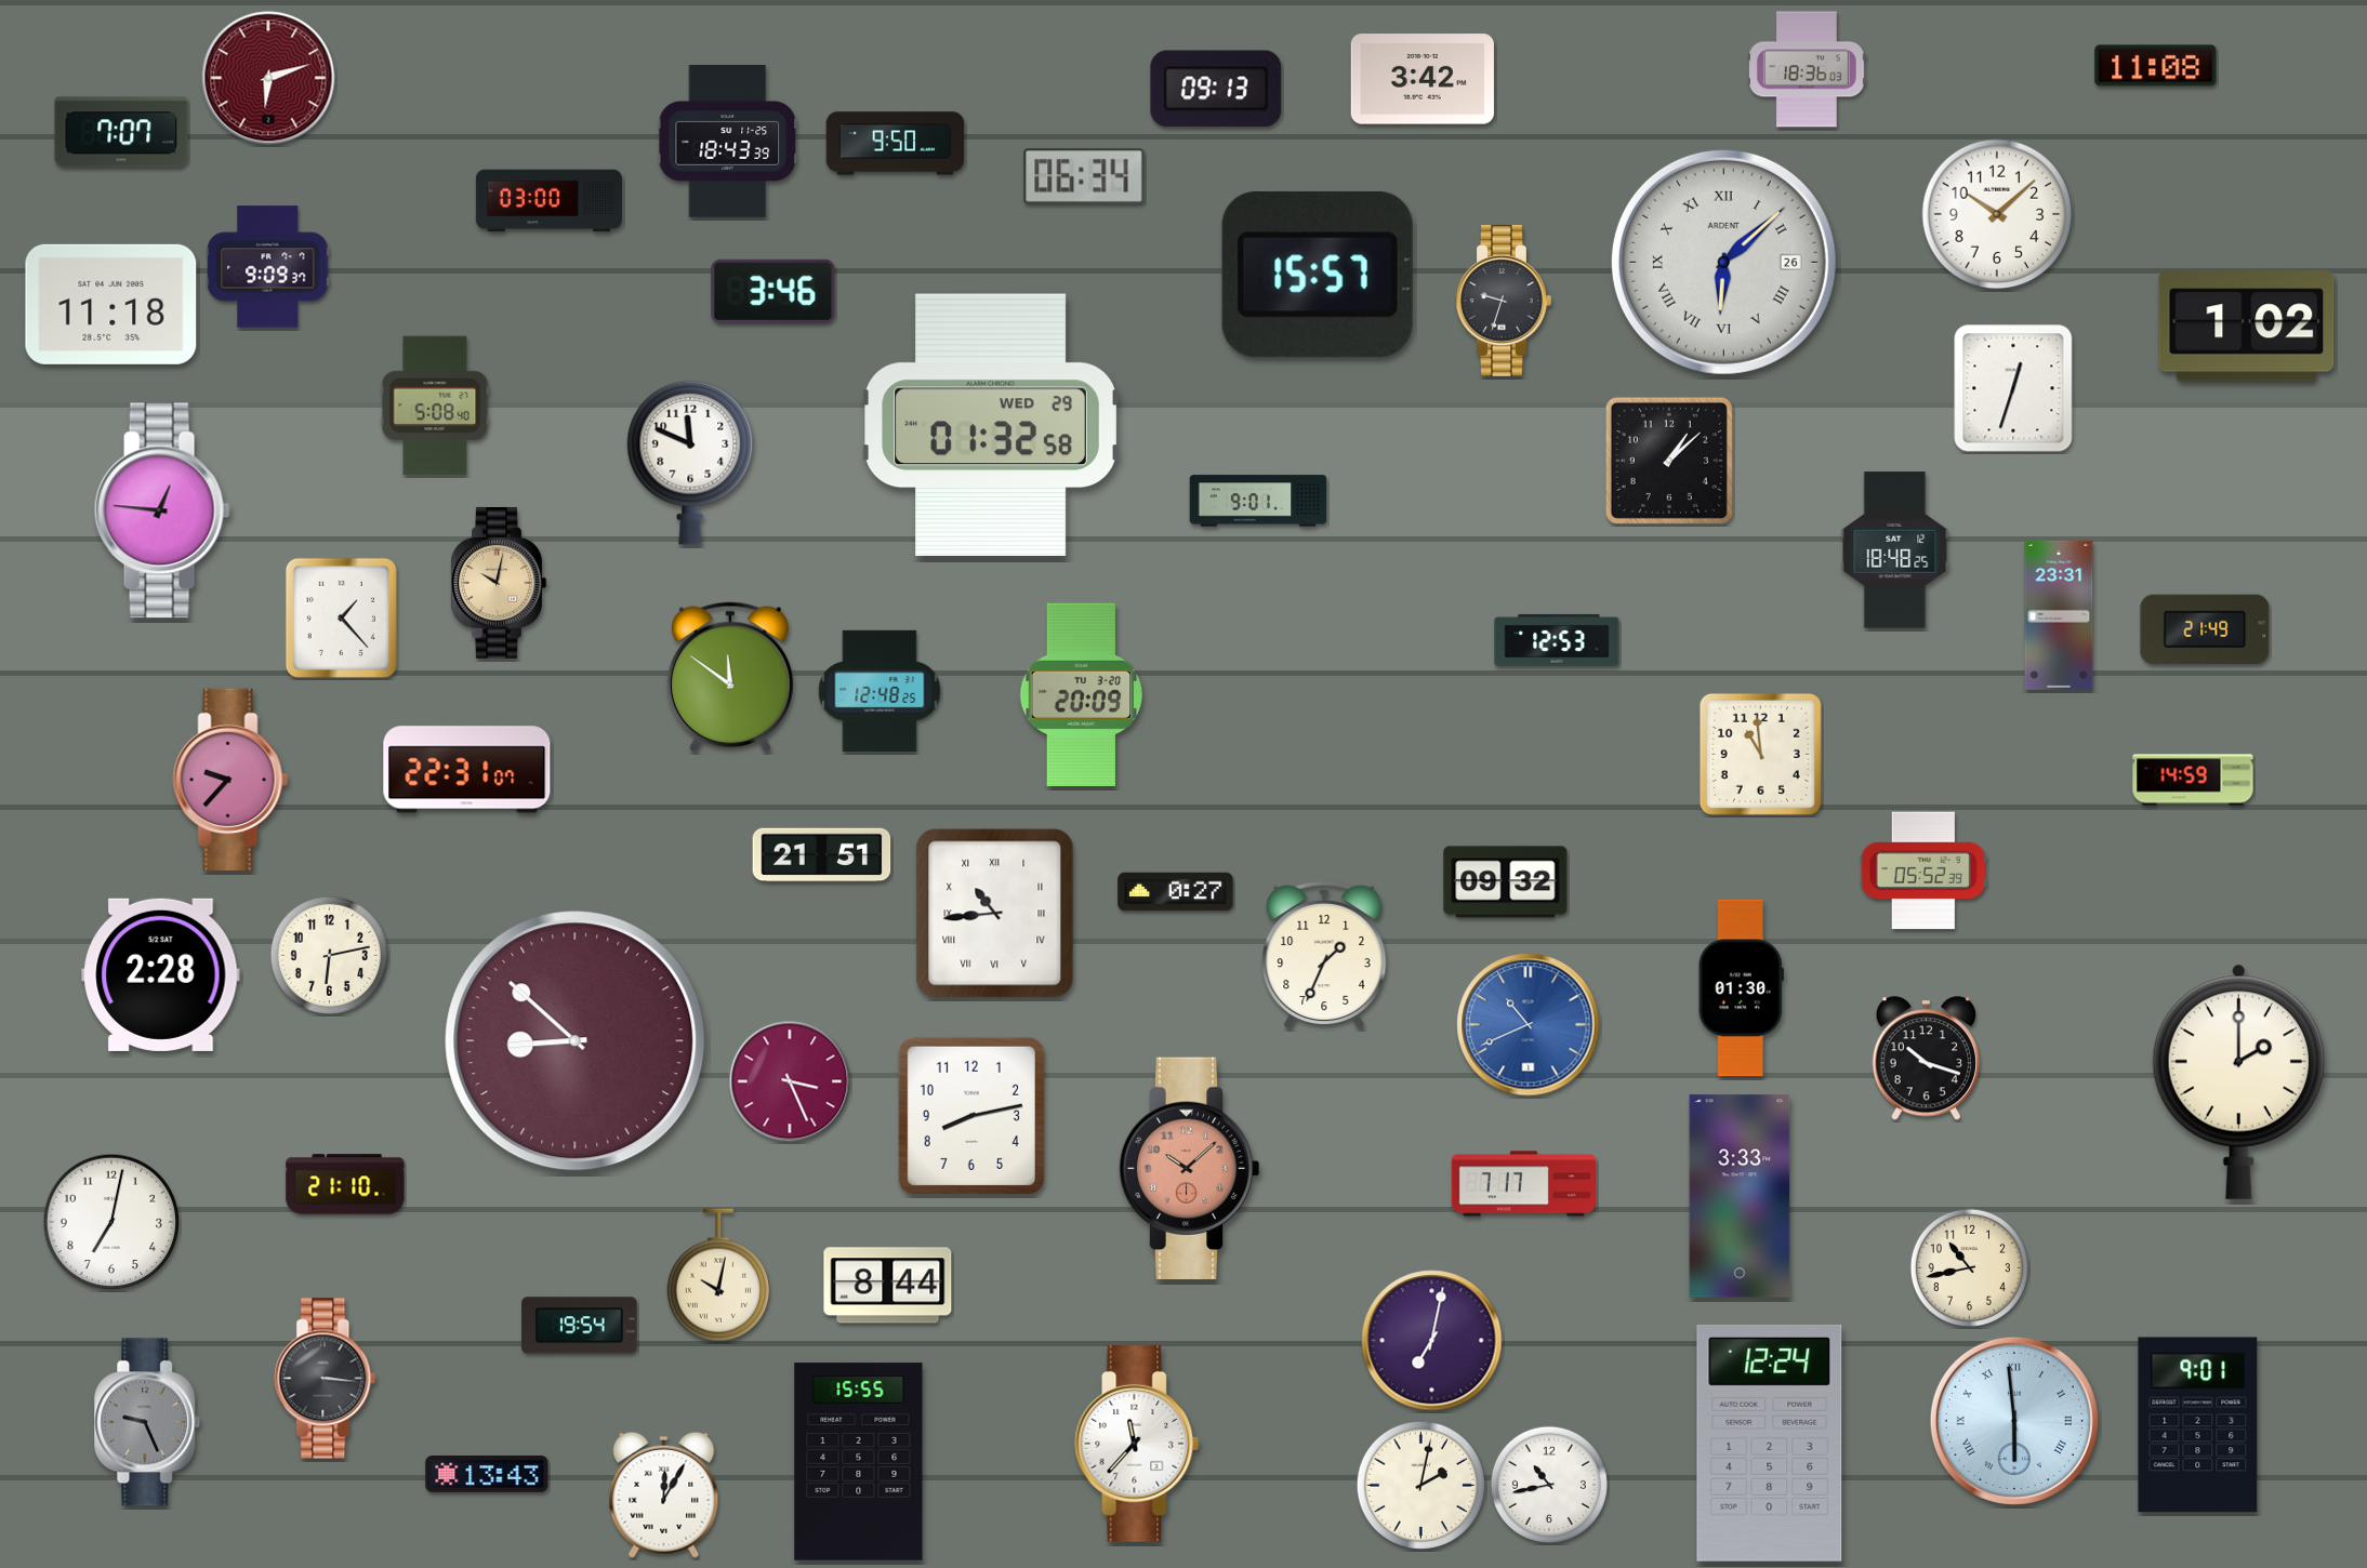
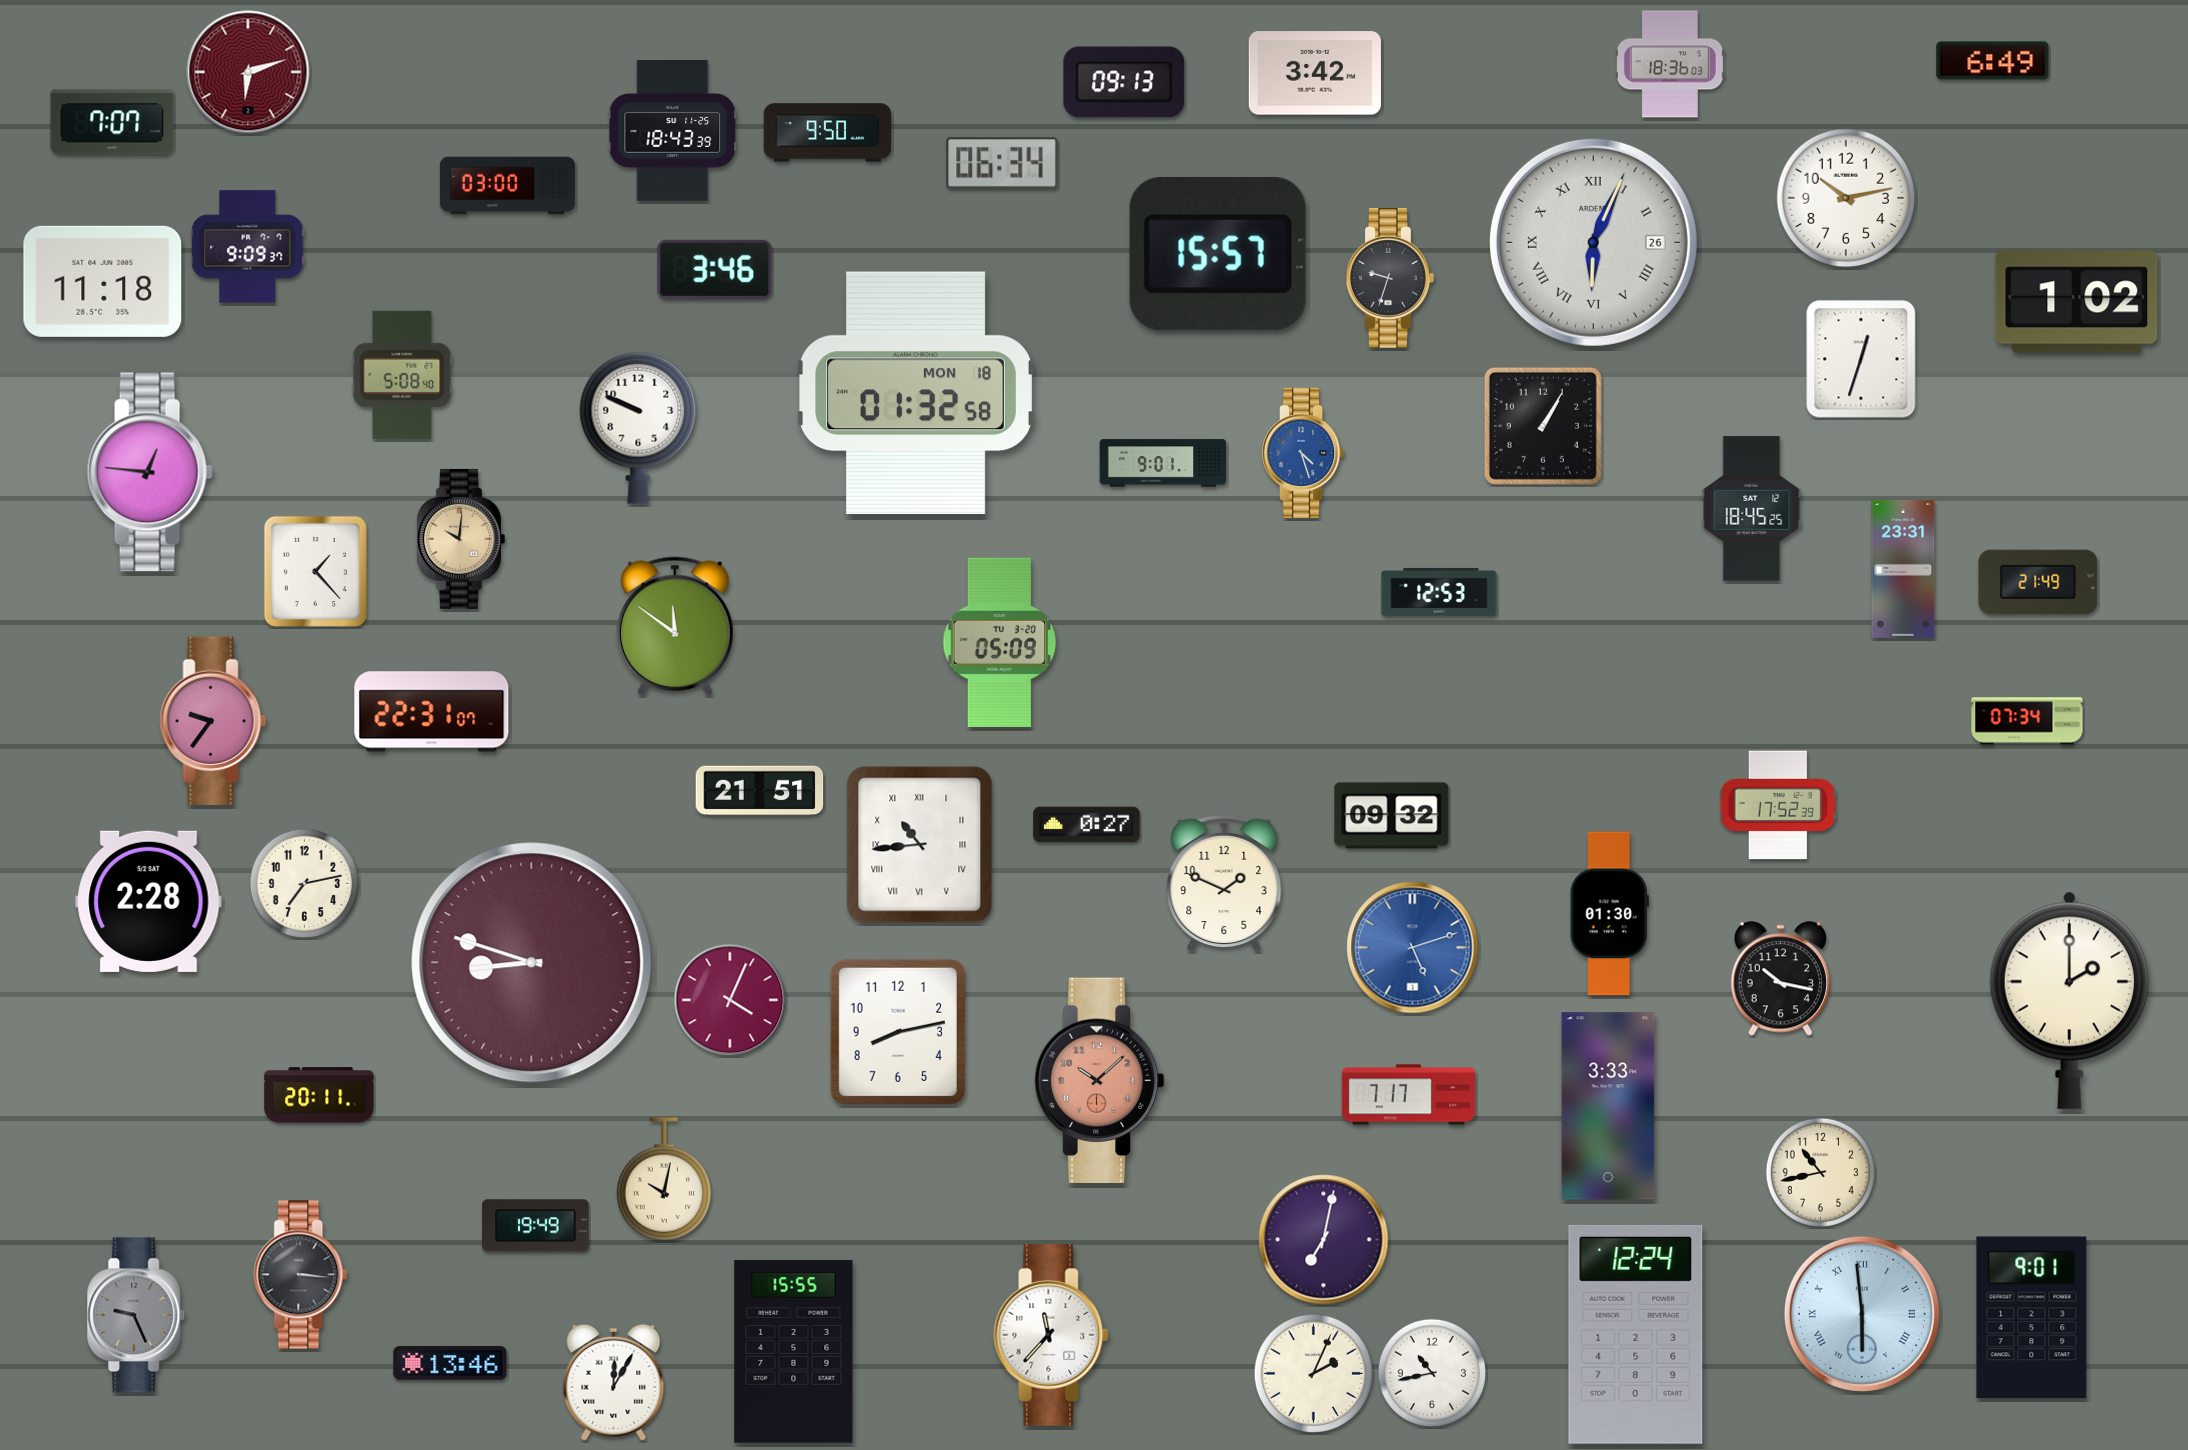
clock at (2156, 66): 11:08 -> 6:49
clock at (1997, 214): 10:08 -> 10:13
clock at (1723, 262): 6:08 -> 6:04
clock at (991, 425) date: WED 29 -> MON 18
clock at (1669, 461): 1:08 -> 1:05
clock at (690, 463): 11:49 -> 9:49
clock at (1304, 453): none -> 4:27
clock at (1895, 550): 18:48 -> 18:45
clock at (499, 583): 10:02 -> 10:01
clock at (880, 691): 12:48 -> none
clock at (1082, 694): 20:09 -> 05:09
clock at (1760, 754): 10:59 -> none
clock at (230, 779): 9:37 -> 9:36
clock at (2193, 780): 14:59 -> 07:34
clock at (1923, 871): 05:52 -> 17:52
clock at (329, 955): 6:13 -> 7:13
clock at (1324, 955): 1:34 -> 1:49
clock at (1529, 1025): 10:41 -> 5:12
clock at (576, 1041): 8:52 -> 8:48
clock at (1926, 1059): 10:18 -> 10:17
clock at (790, 1081): 3:26 -> 4:04
clock at (345, 1184): 21:10 -> 20:11
clock at (111, 1222): 7:02 -> none
clock at (888, 1286): 8:44 -> none
clock at (580, 1326): 19:54 -> 19:49
clock at (487, 1475): 13:43 -> 13:46
clock at (1420, 1485): 2:02 -> 2:04
